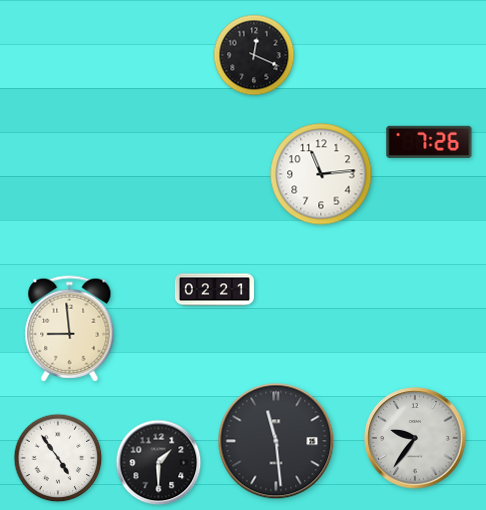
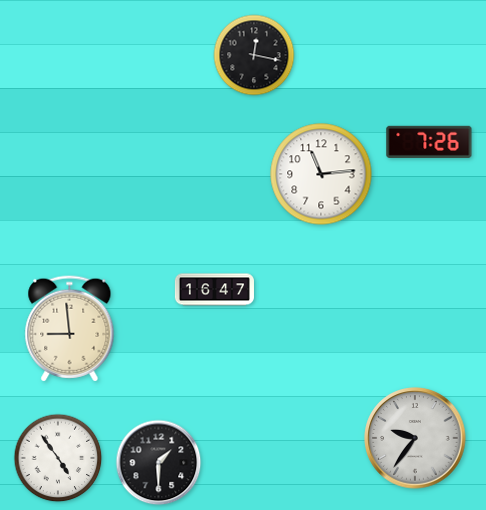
clock at (254, 55): 12:19 -> 12:17
clock at (214, 290): 02:21 -> 16:47
clock at (276, 441): 11:29 -> none
